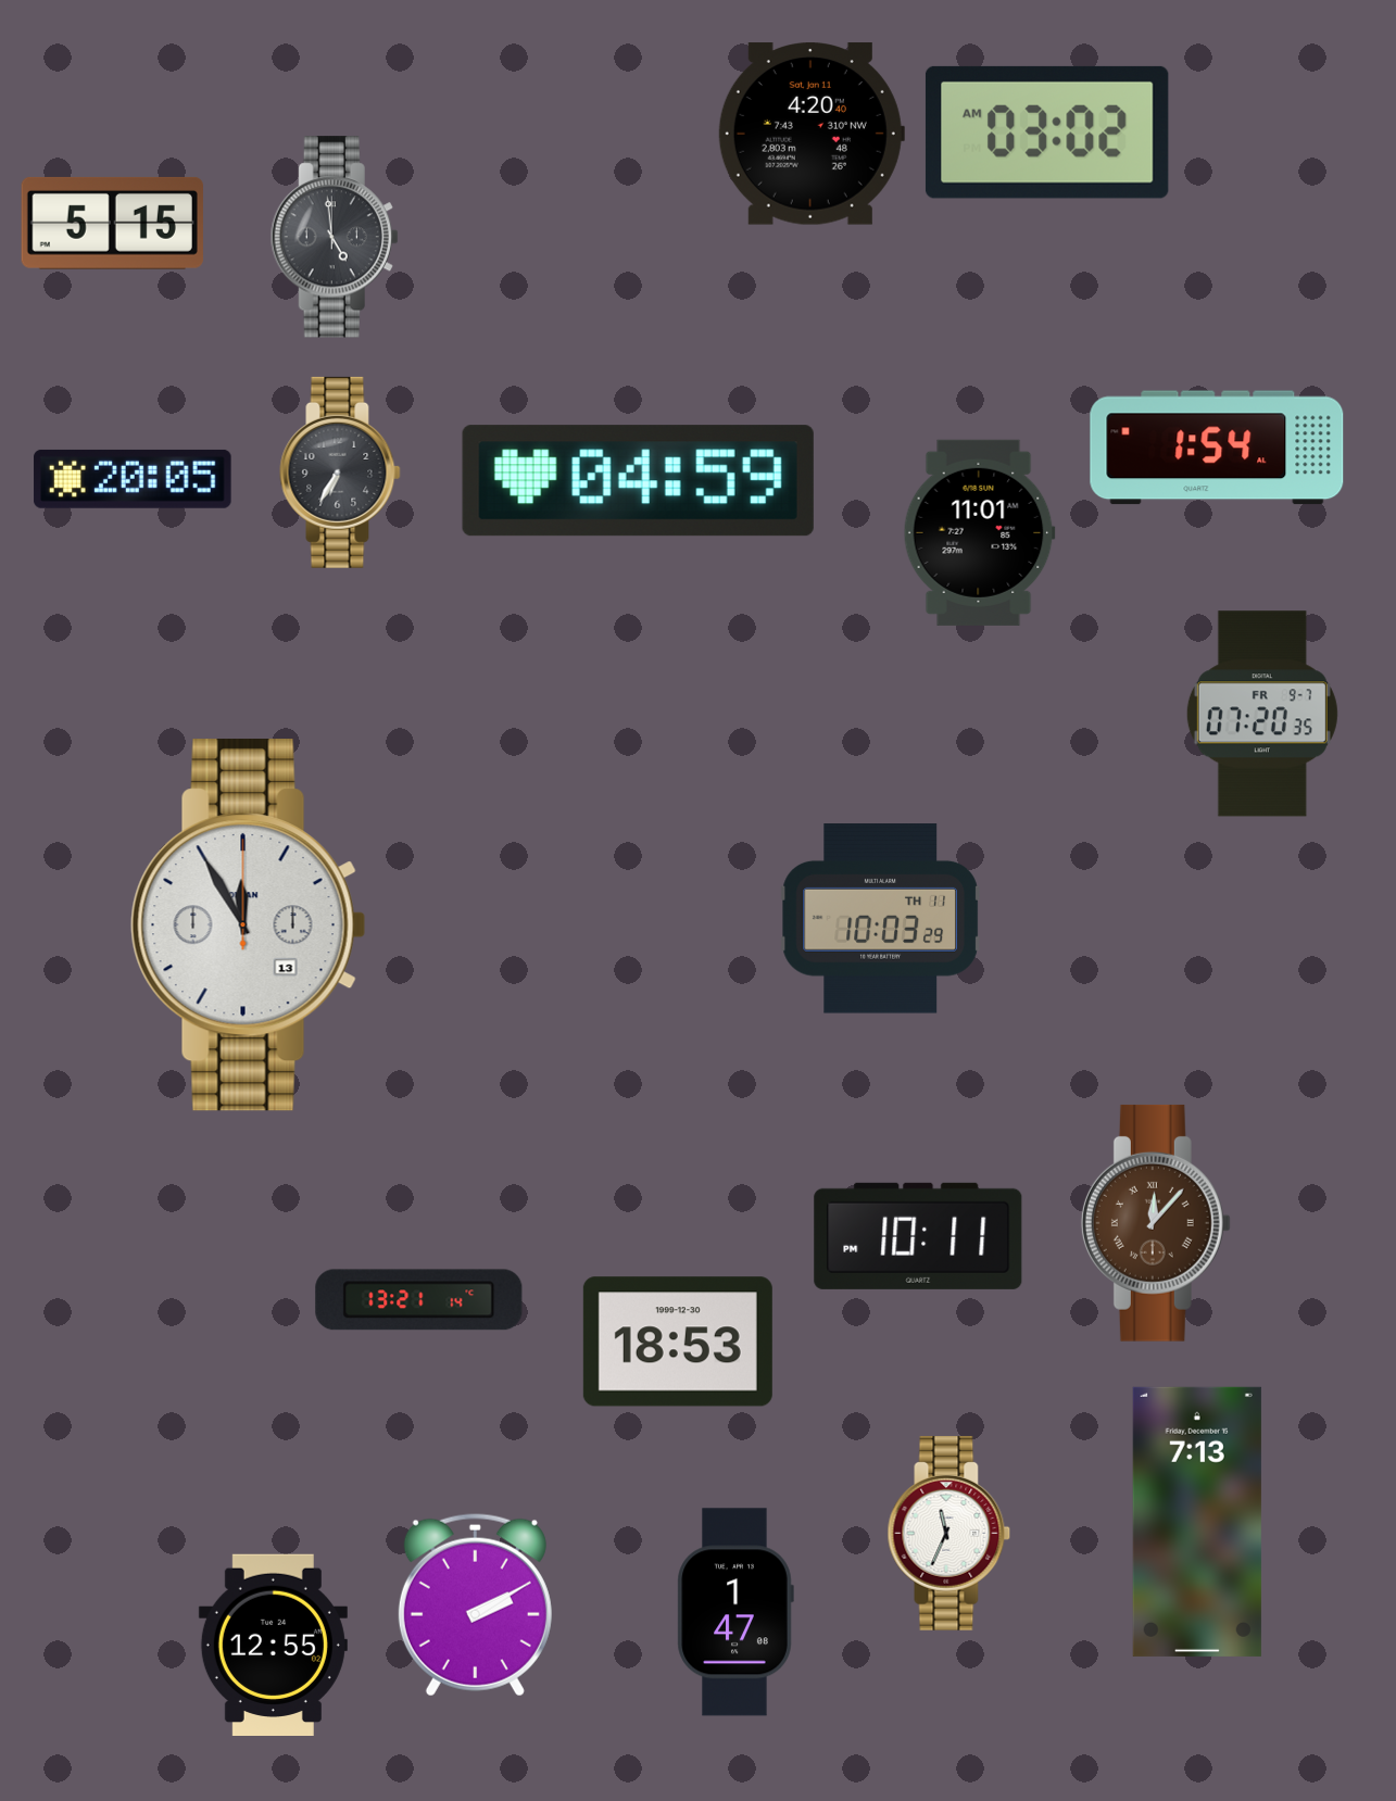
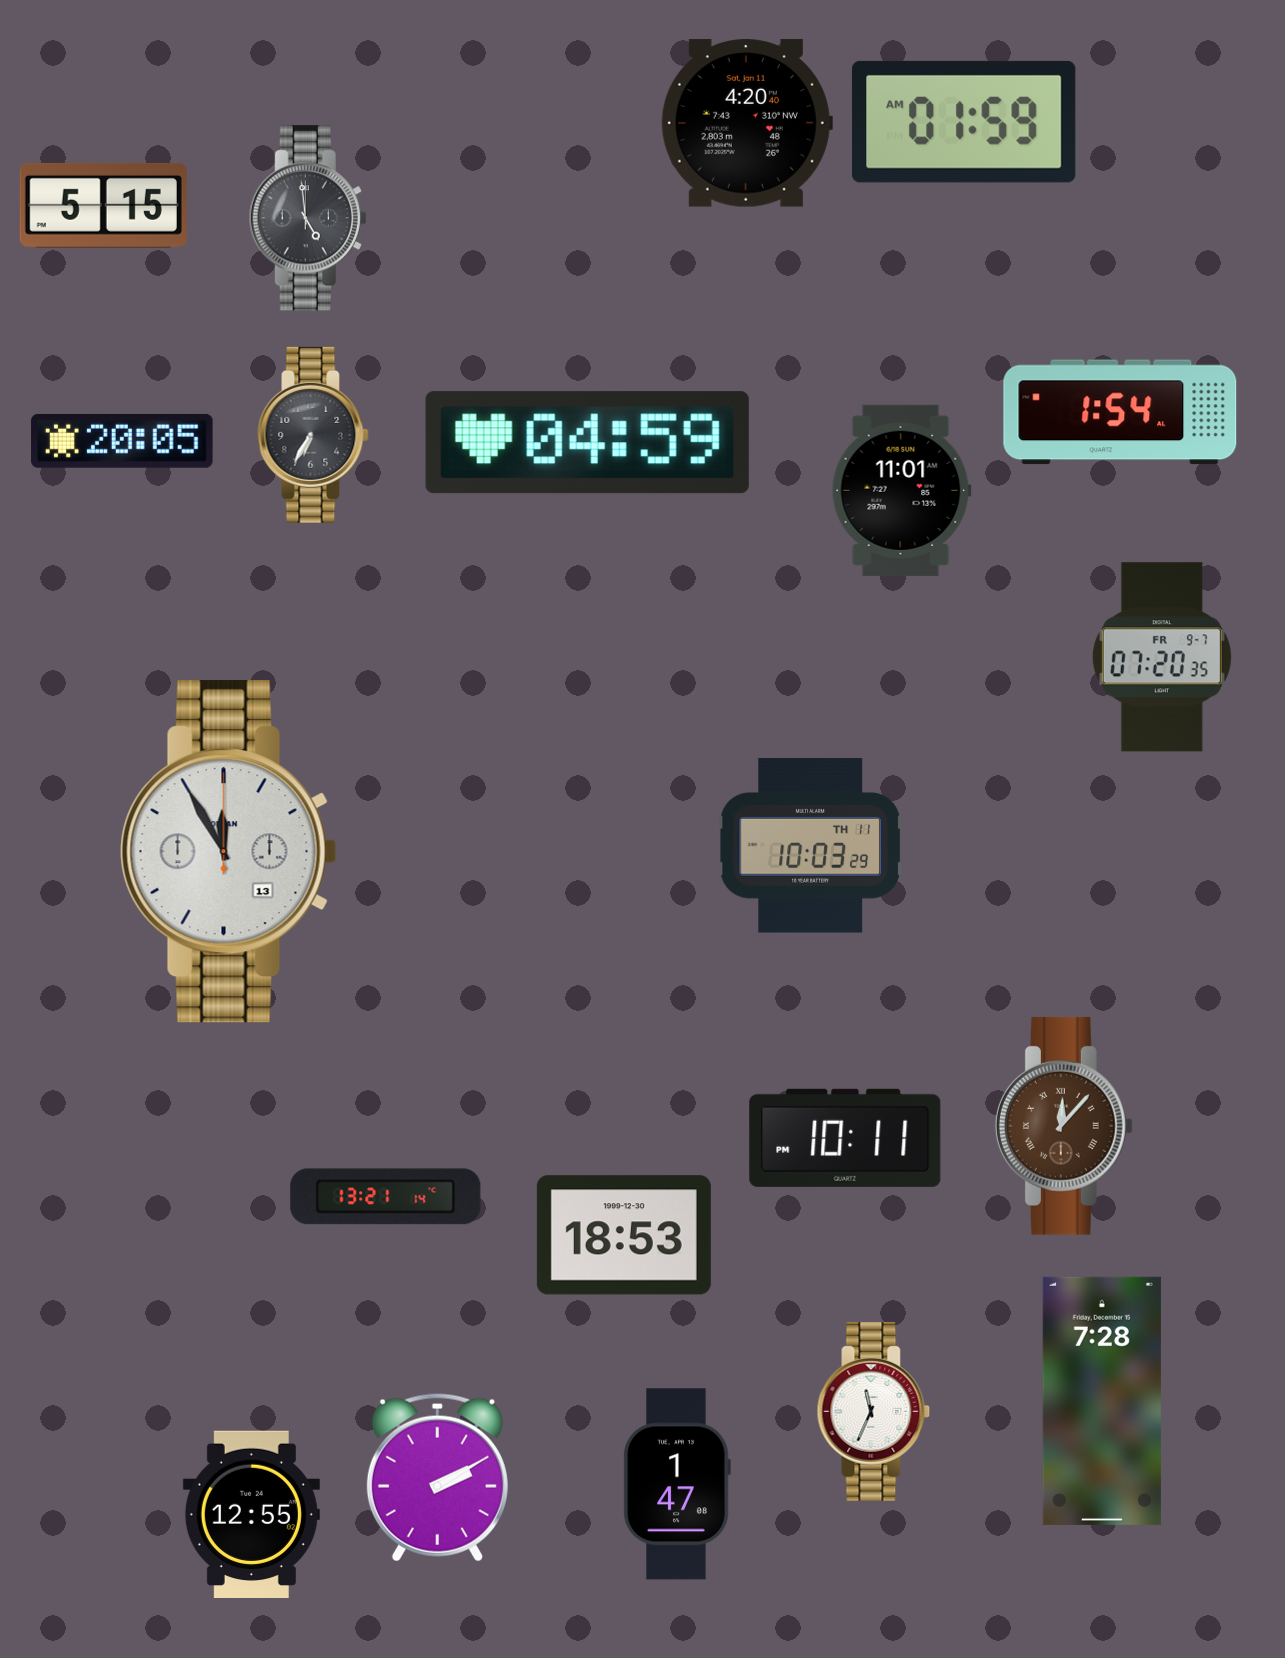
clock at (1047, 133): 03:02 -> 01:59
clock at (1197, 1522): 7:13 -> 7:28
